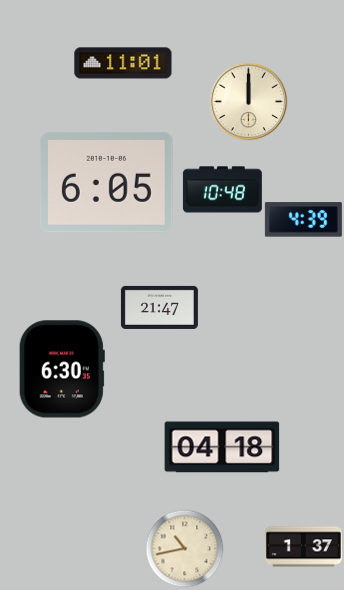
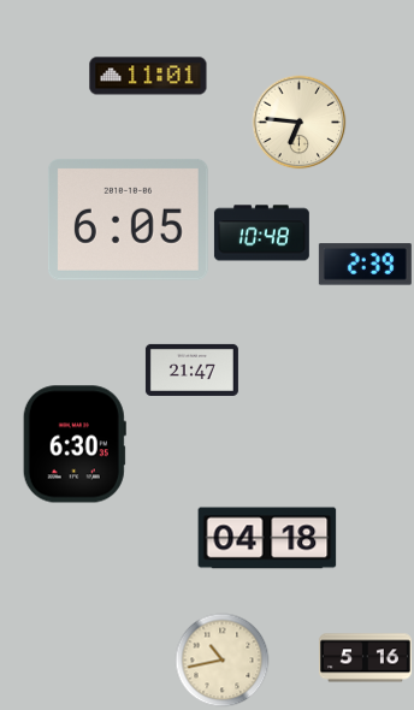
clock at (248, 101): 12:00 -> 6:46
clock at (222, 190) position: (222, 190) -> (261, 233)
clock at (303, 220): 4:39 -> 2:39
clock at (303, 547): 1:37 -> 5:16
